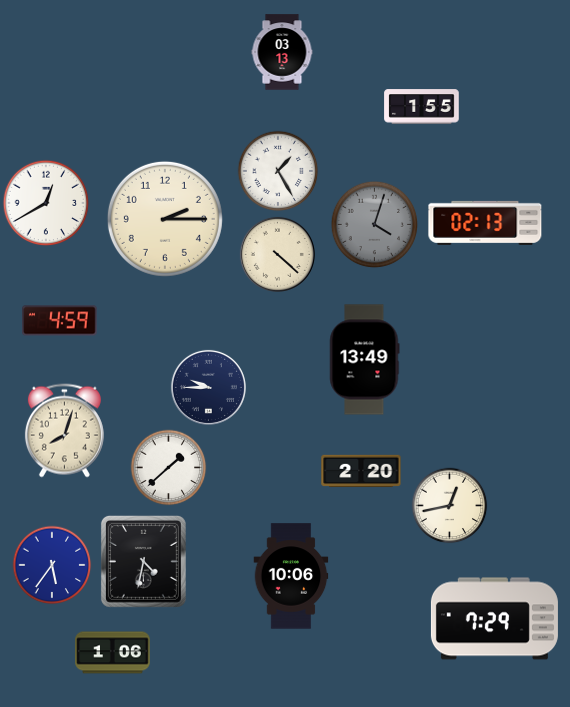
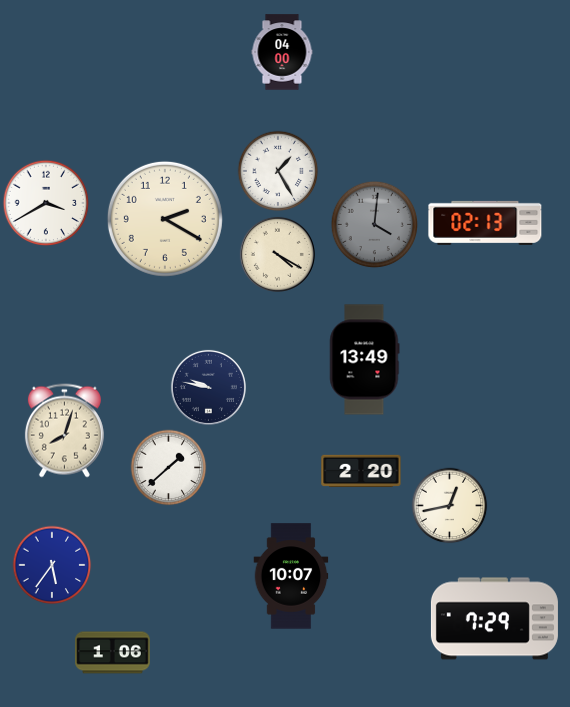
clock at (282, 52): 03:13 -> 04:00
clock at (422, 107): 1:55 -> none
clock at (46, 203): 12:40 -> 3:40
clock at (165, 219): 2:15 -> 2:20
clock at (375, 225): 4:03 -> 4:01
clock at (277, 254): 4:22 -> 4:20
clock at (60, 321): 4:59 -> none
clock at (208, 387): 9:45 -> 9:47
clock at (143, 561): 4:32 -> none
clock at (291, 576): 10:06 -> 10:07
